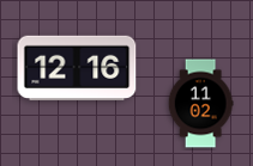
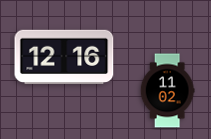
clock at (200, 104) position: (200, 104) -> (167, 91)
